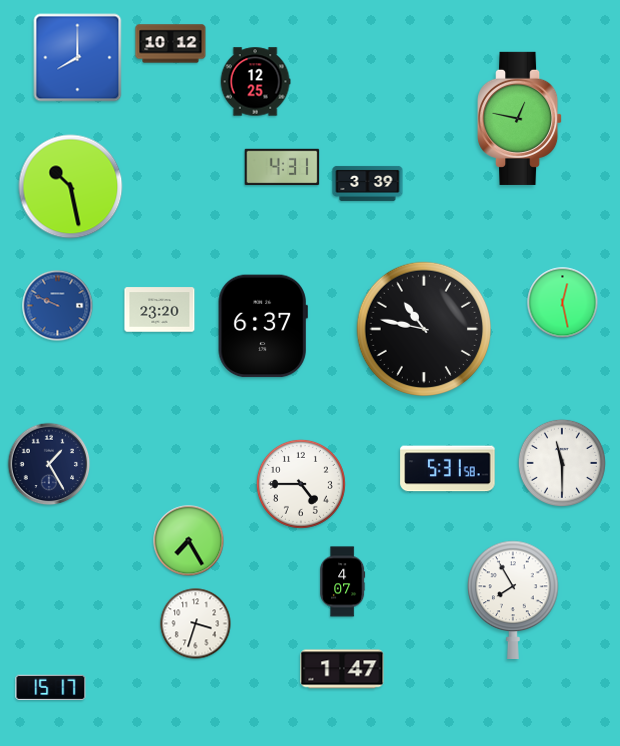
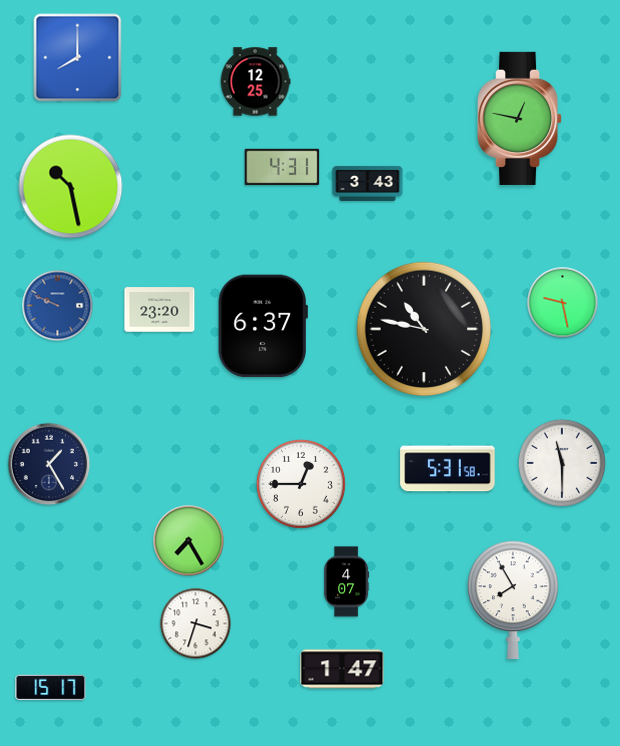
clock at (171, 44): 10:12 -> none
clock at (368, 183): 3:39 -> 3:43
clock at (563, 303): 12:28 -> 9:28
clock at (301, 484): 4:45 -> 12:45
clock at (343, 582) position: (343, 582) -> (347, 582)
